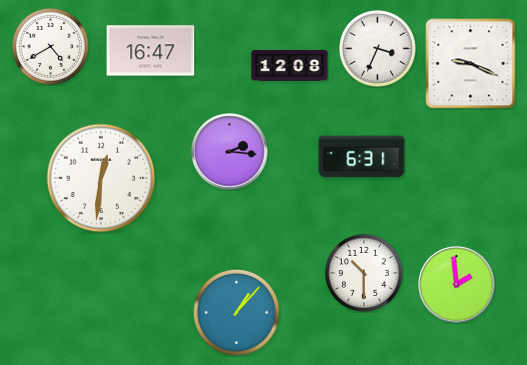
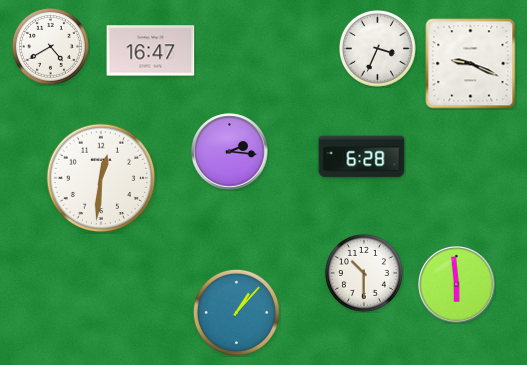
clock at (290, 66): 12:08 -> none
clock at (362, 157): 6:31 -> 6:28
clock at (457, 285): 1:59 -> 5:59
